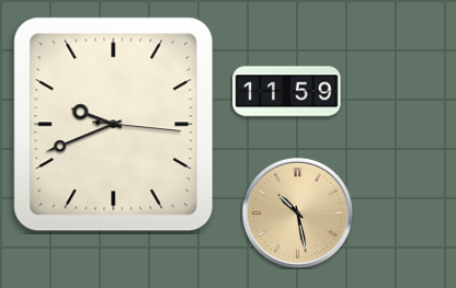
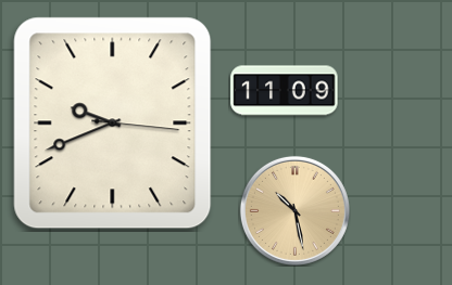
clock at (287, 92): 11:59 -> 11:09
